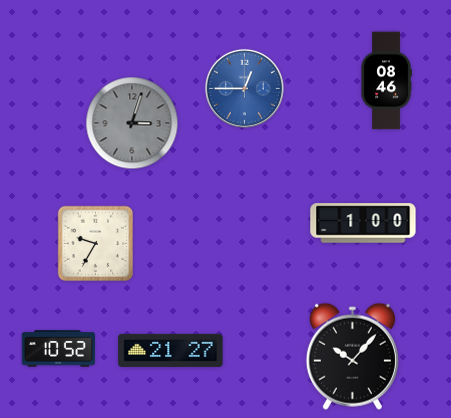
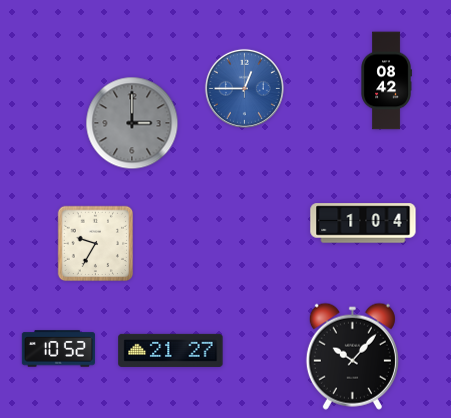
clock at (386, 81): 08:46 -> 08:42
clock at (132, 123): 3:03 -> 3:00
clock at (363, 223): 1:00 -> 1:04
